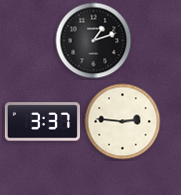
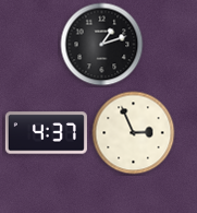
clock at (42, 122): 3:37 -> 4:37
clock at (123, 122): 2:46 -> 2:56
